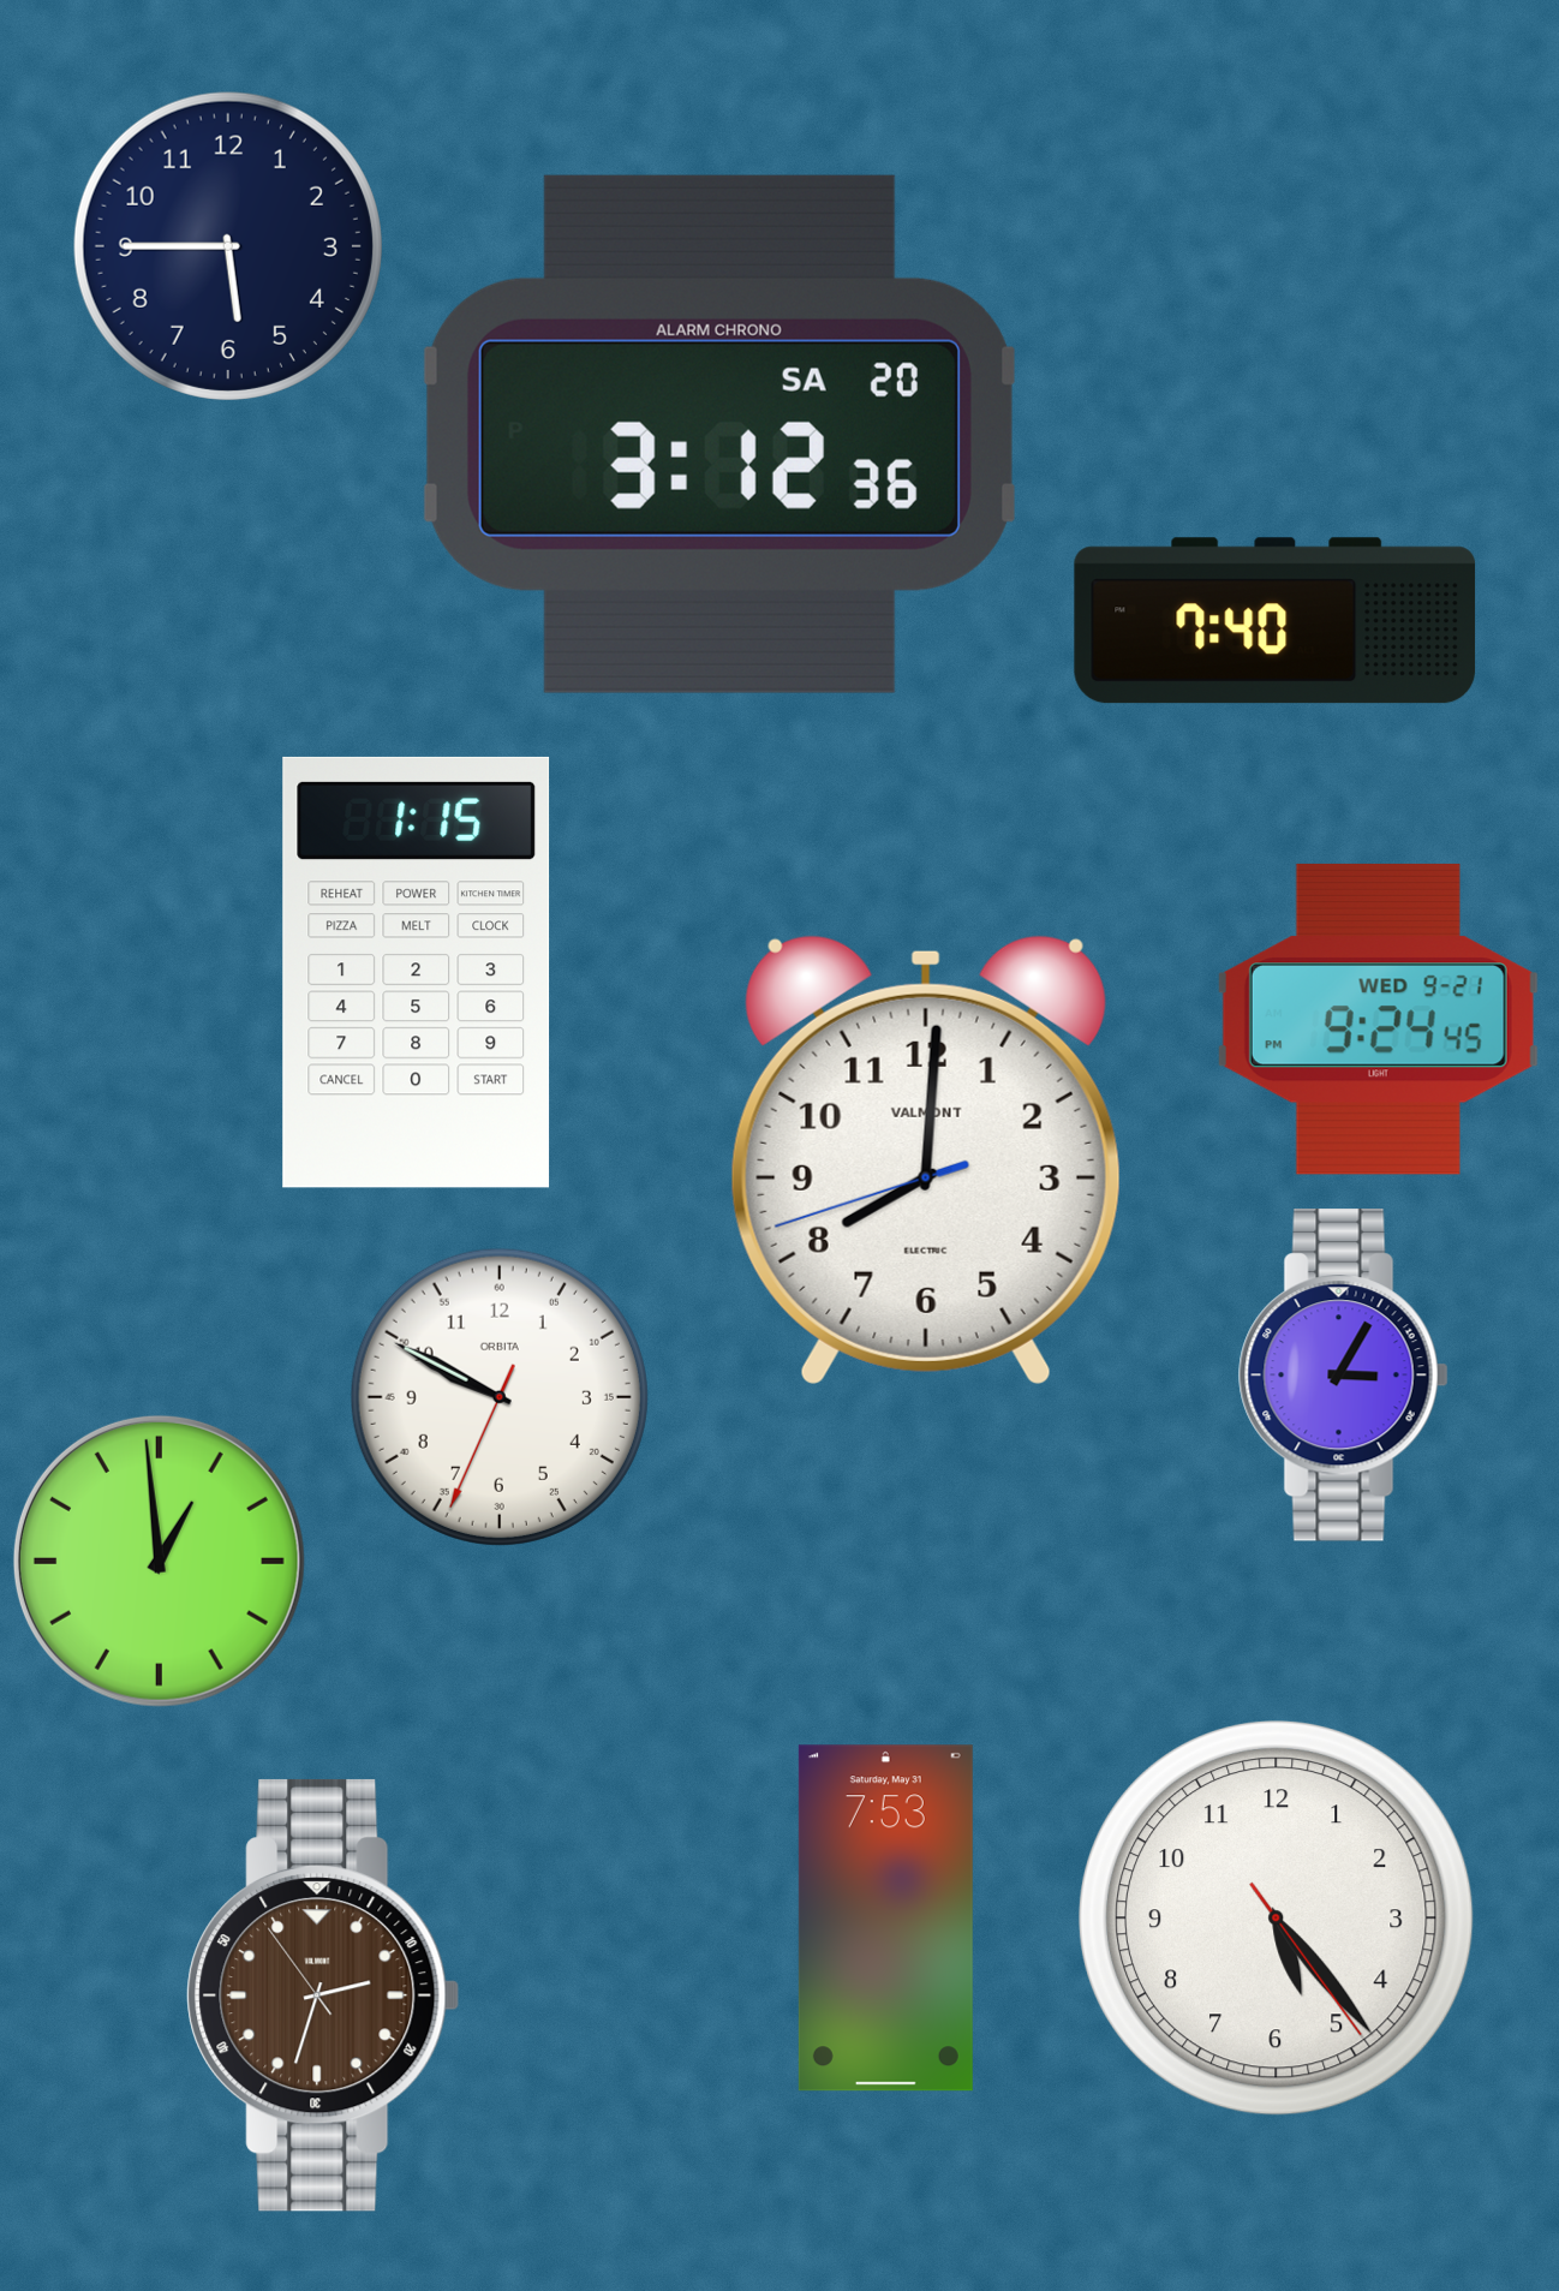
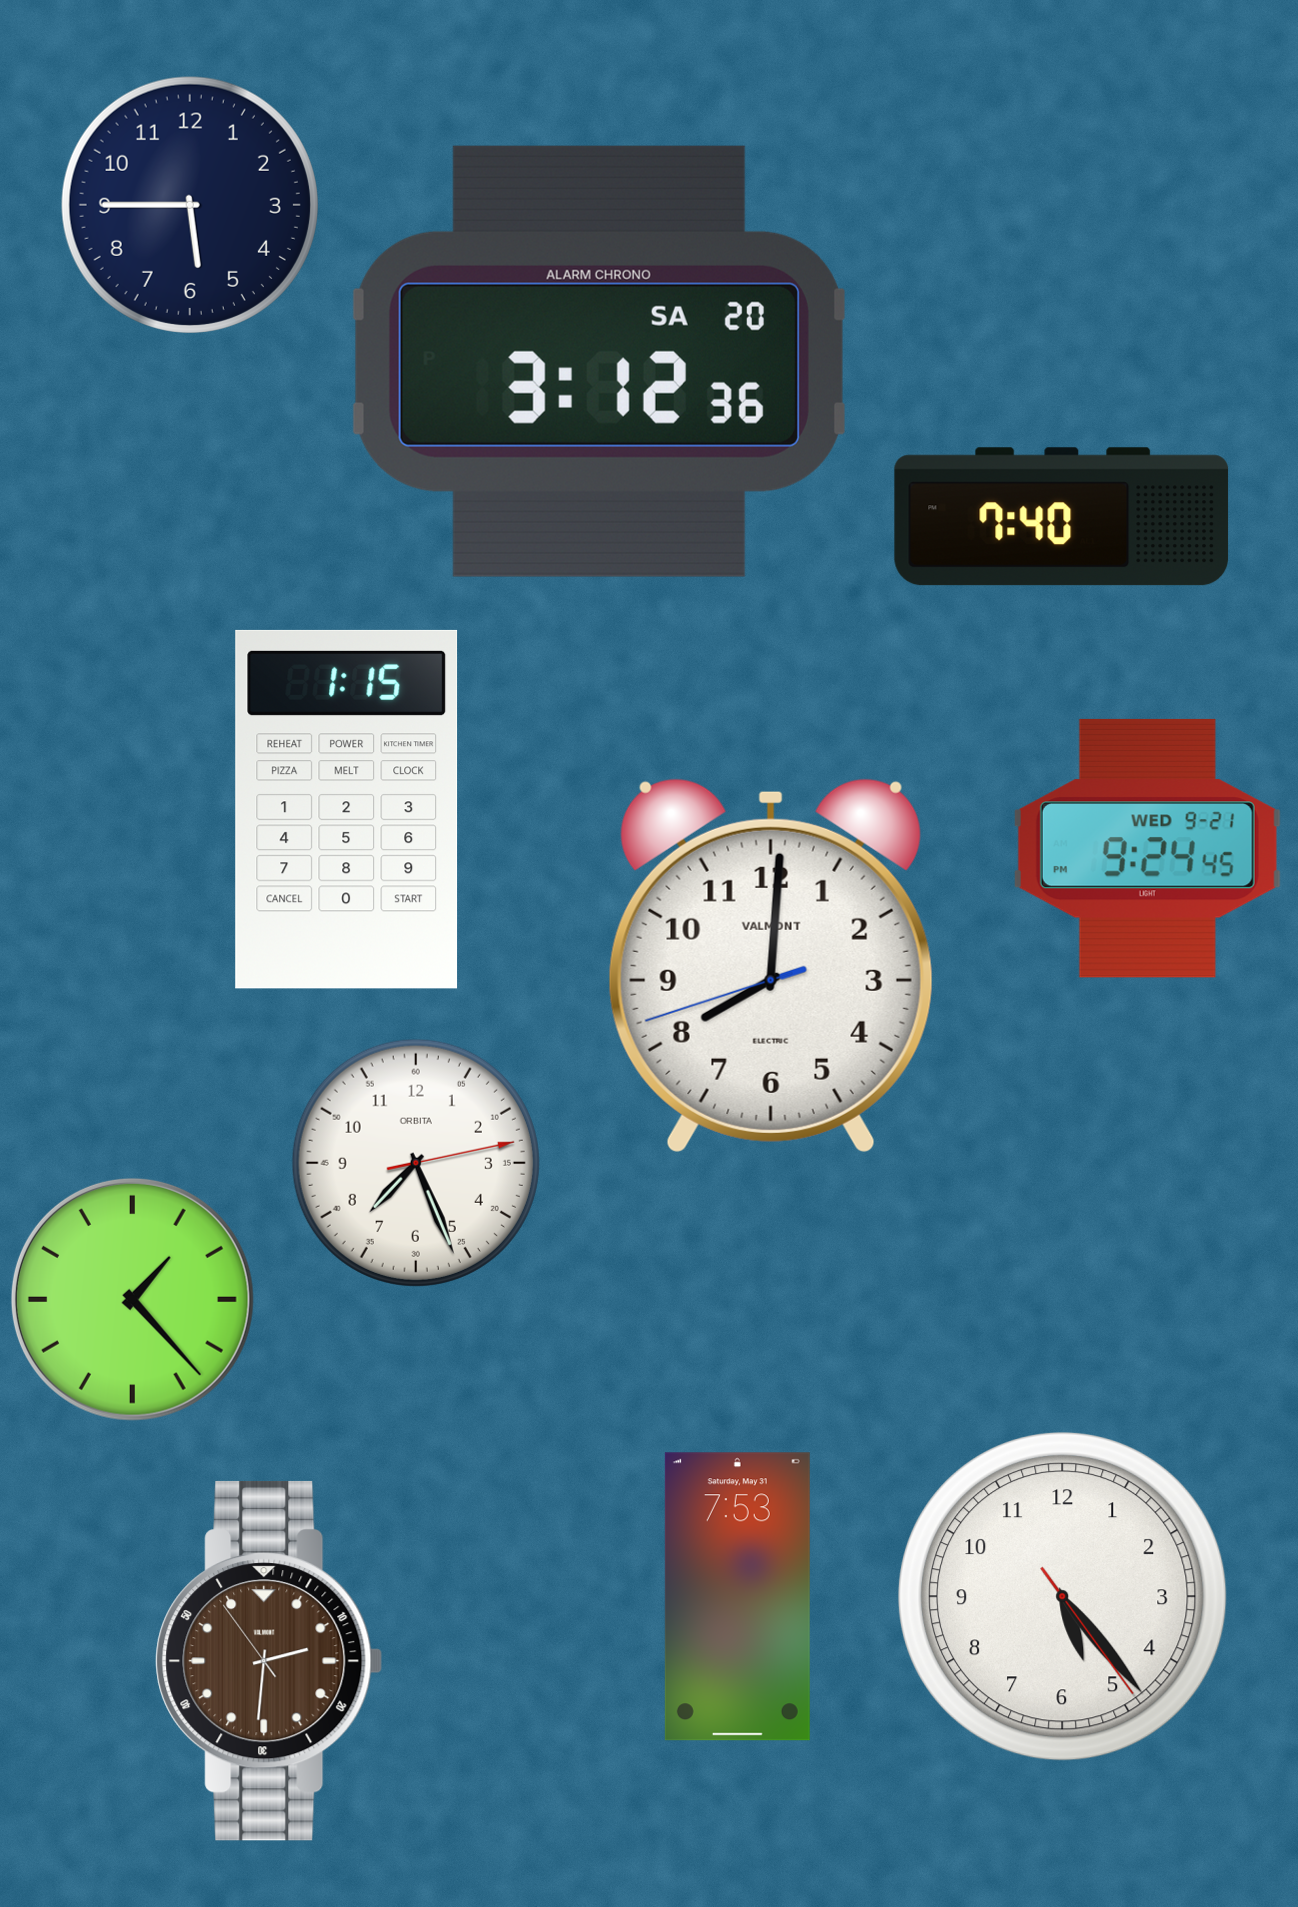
clock at (1343, 1376): 3:05 -> none
clock at (500, 1397): 9:49 -> 7:26
clock at (159, 1561): 12:59 -> 1:23
clock at (323, 1995): 2:32 -> 2:30
